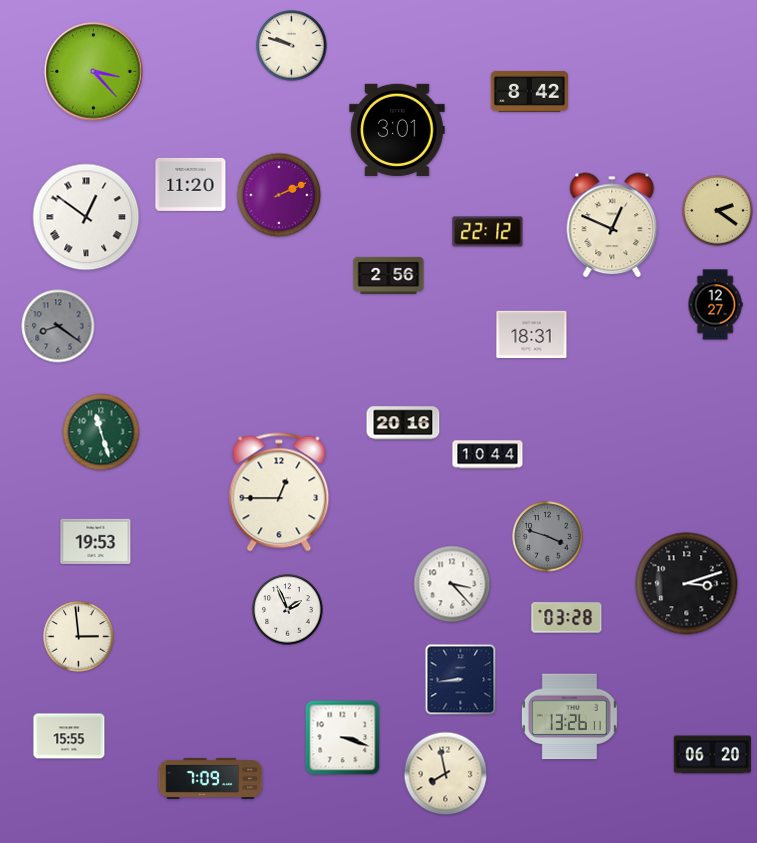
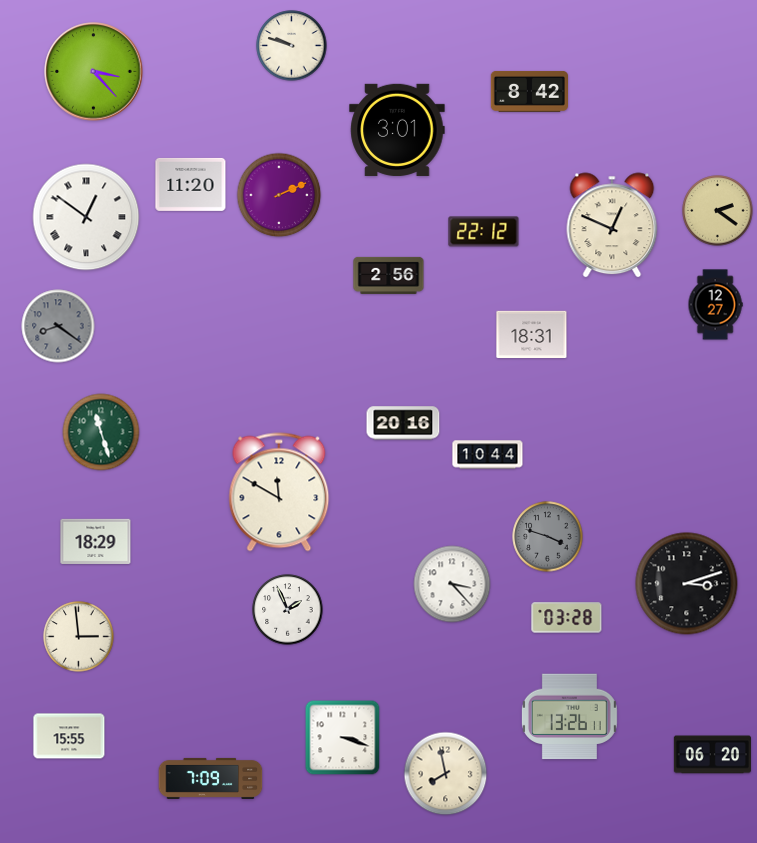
clock at (488, 232) position: (488, 232) -> (484, 232)
clock at (279, 492): 12:45 -> 11:50
clock at (96, 541): 19:53 -> 18:29
clock at (461, 680): 8:44 -> none
